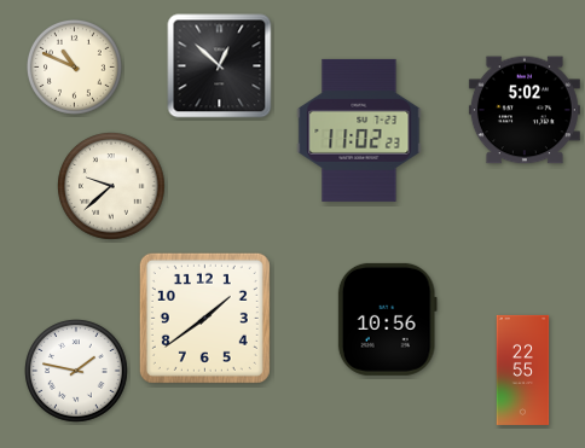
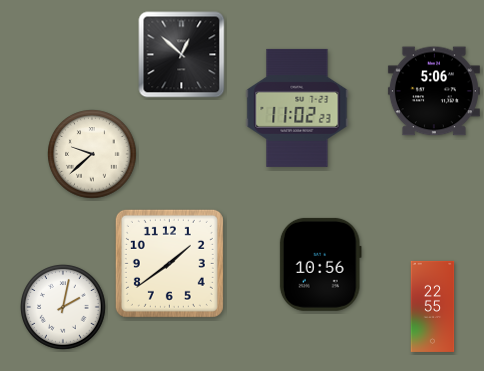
clock at (74, 66): 10:49 -> none
clock at (525, 110): 5:02 -> 5:06
clock at (77, 372): 1:47 -> 2:02
